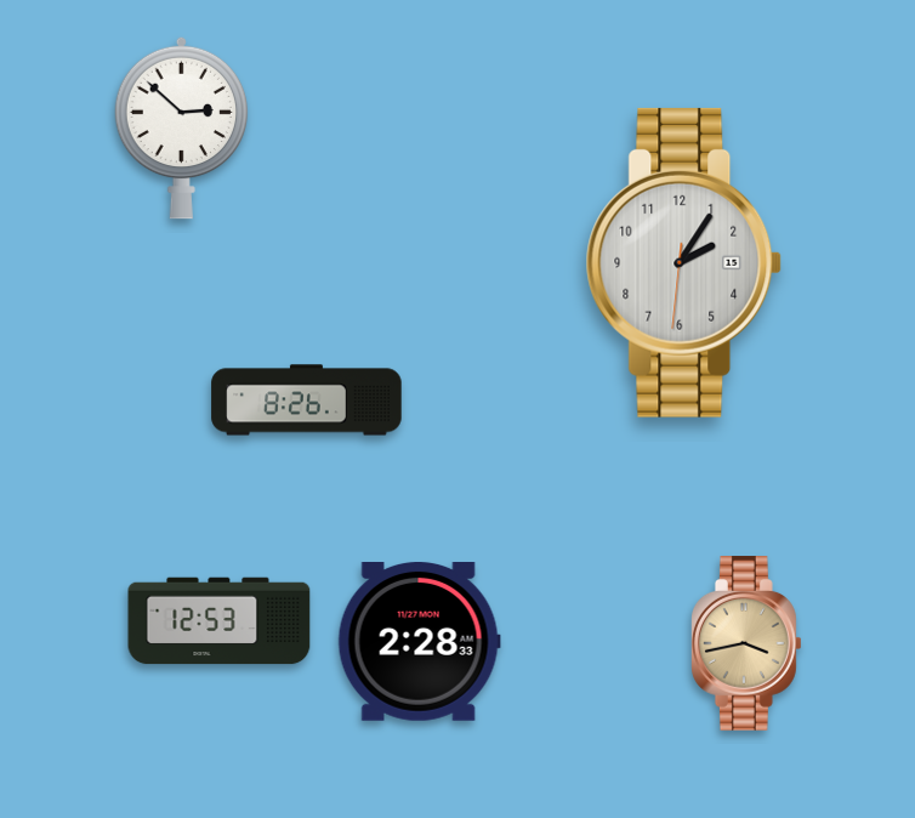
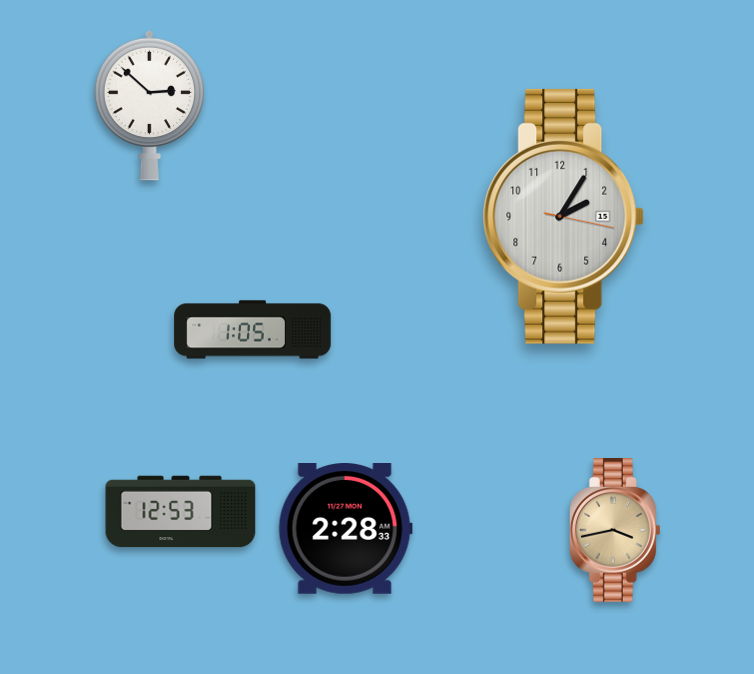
clock at (684, 262): 2:05:31 -> 2:05:17
clock at (307, 401): 8:26 -> 1:05
